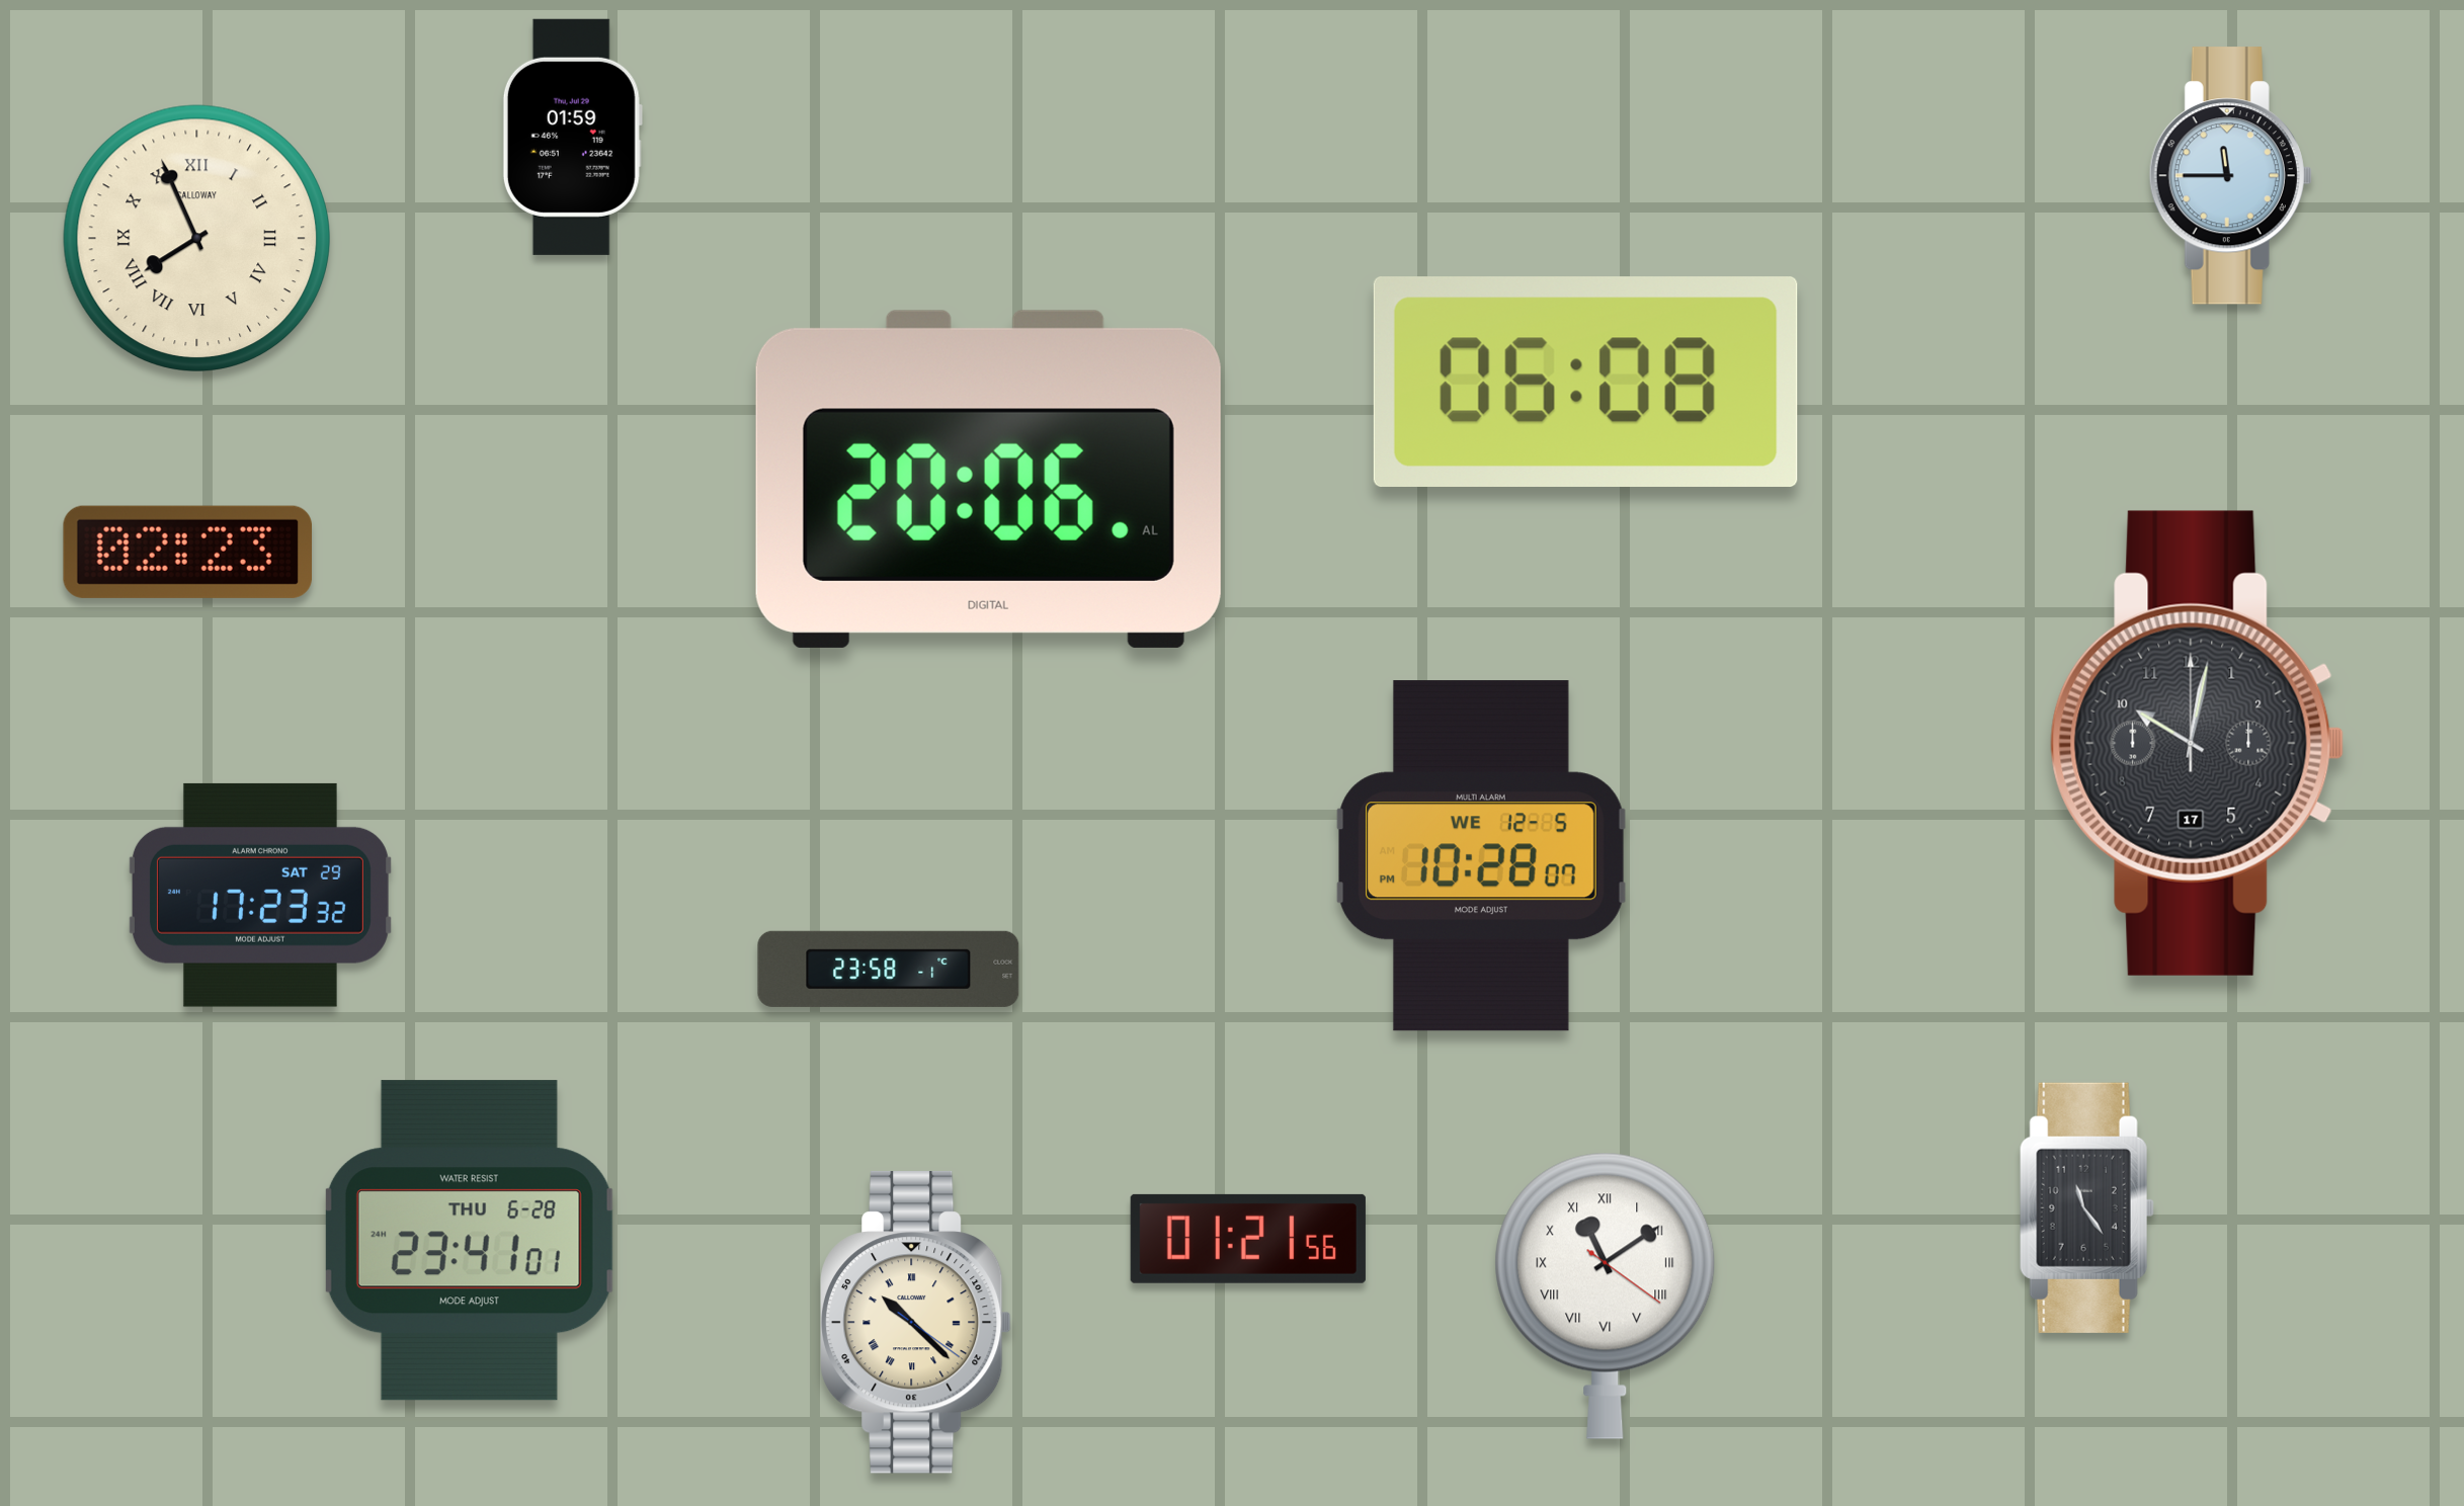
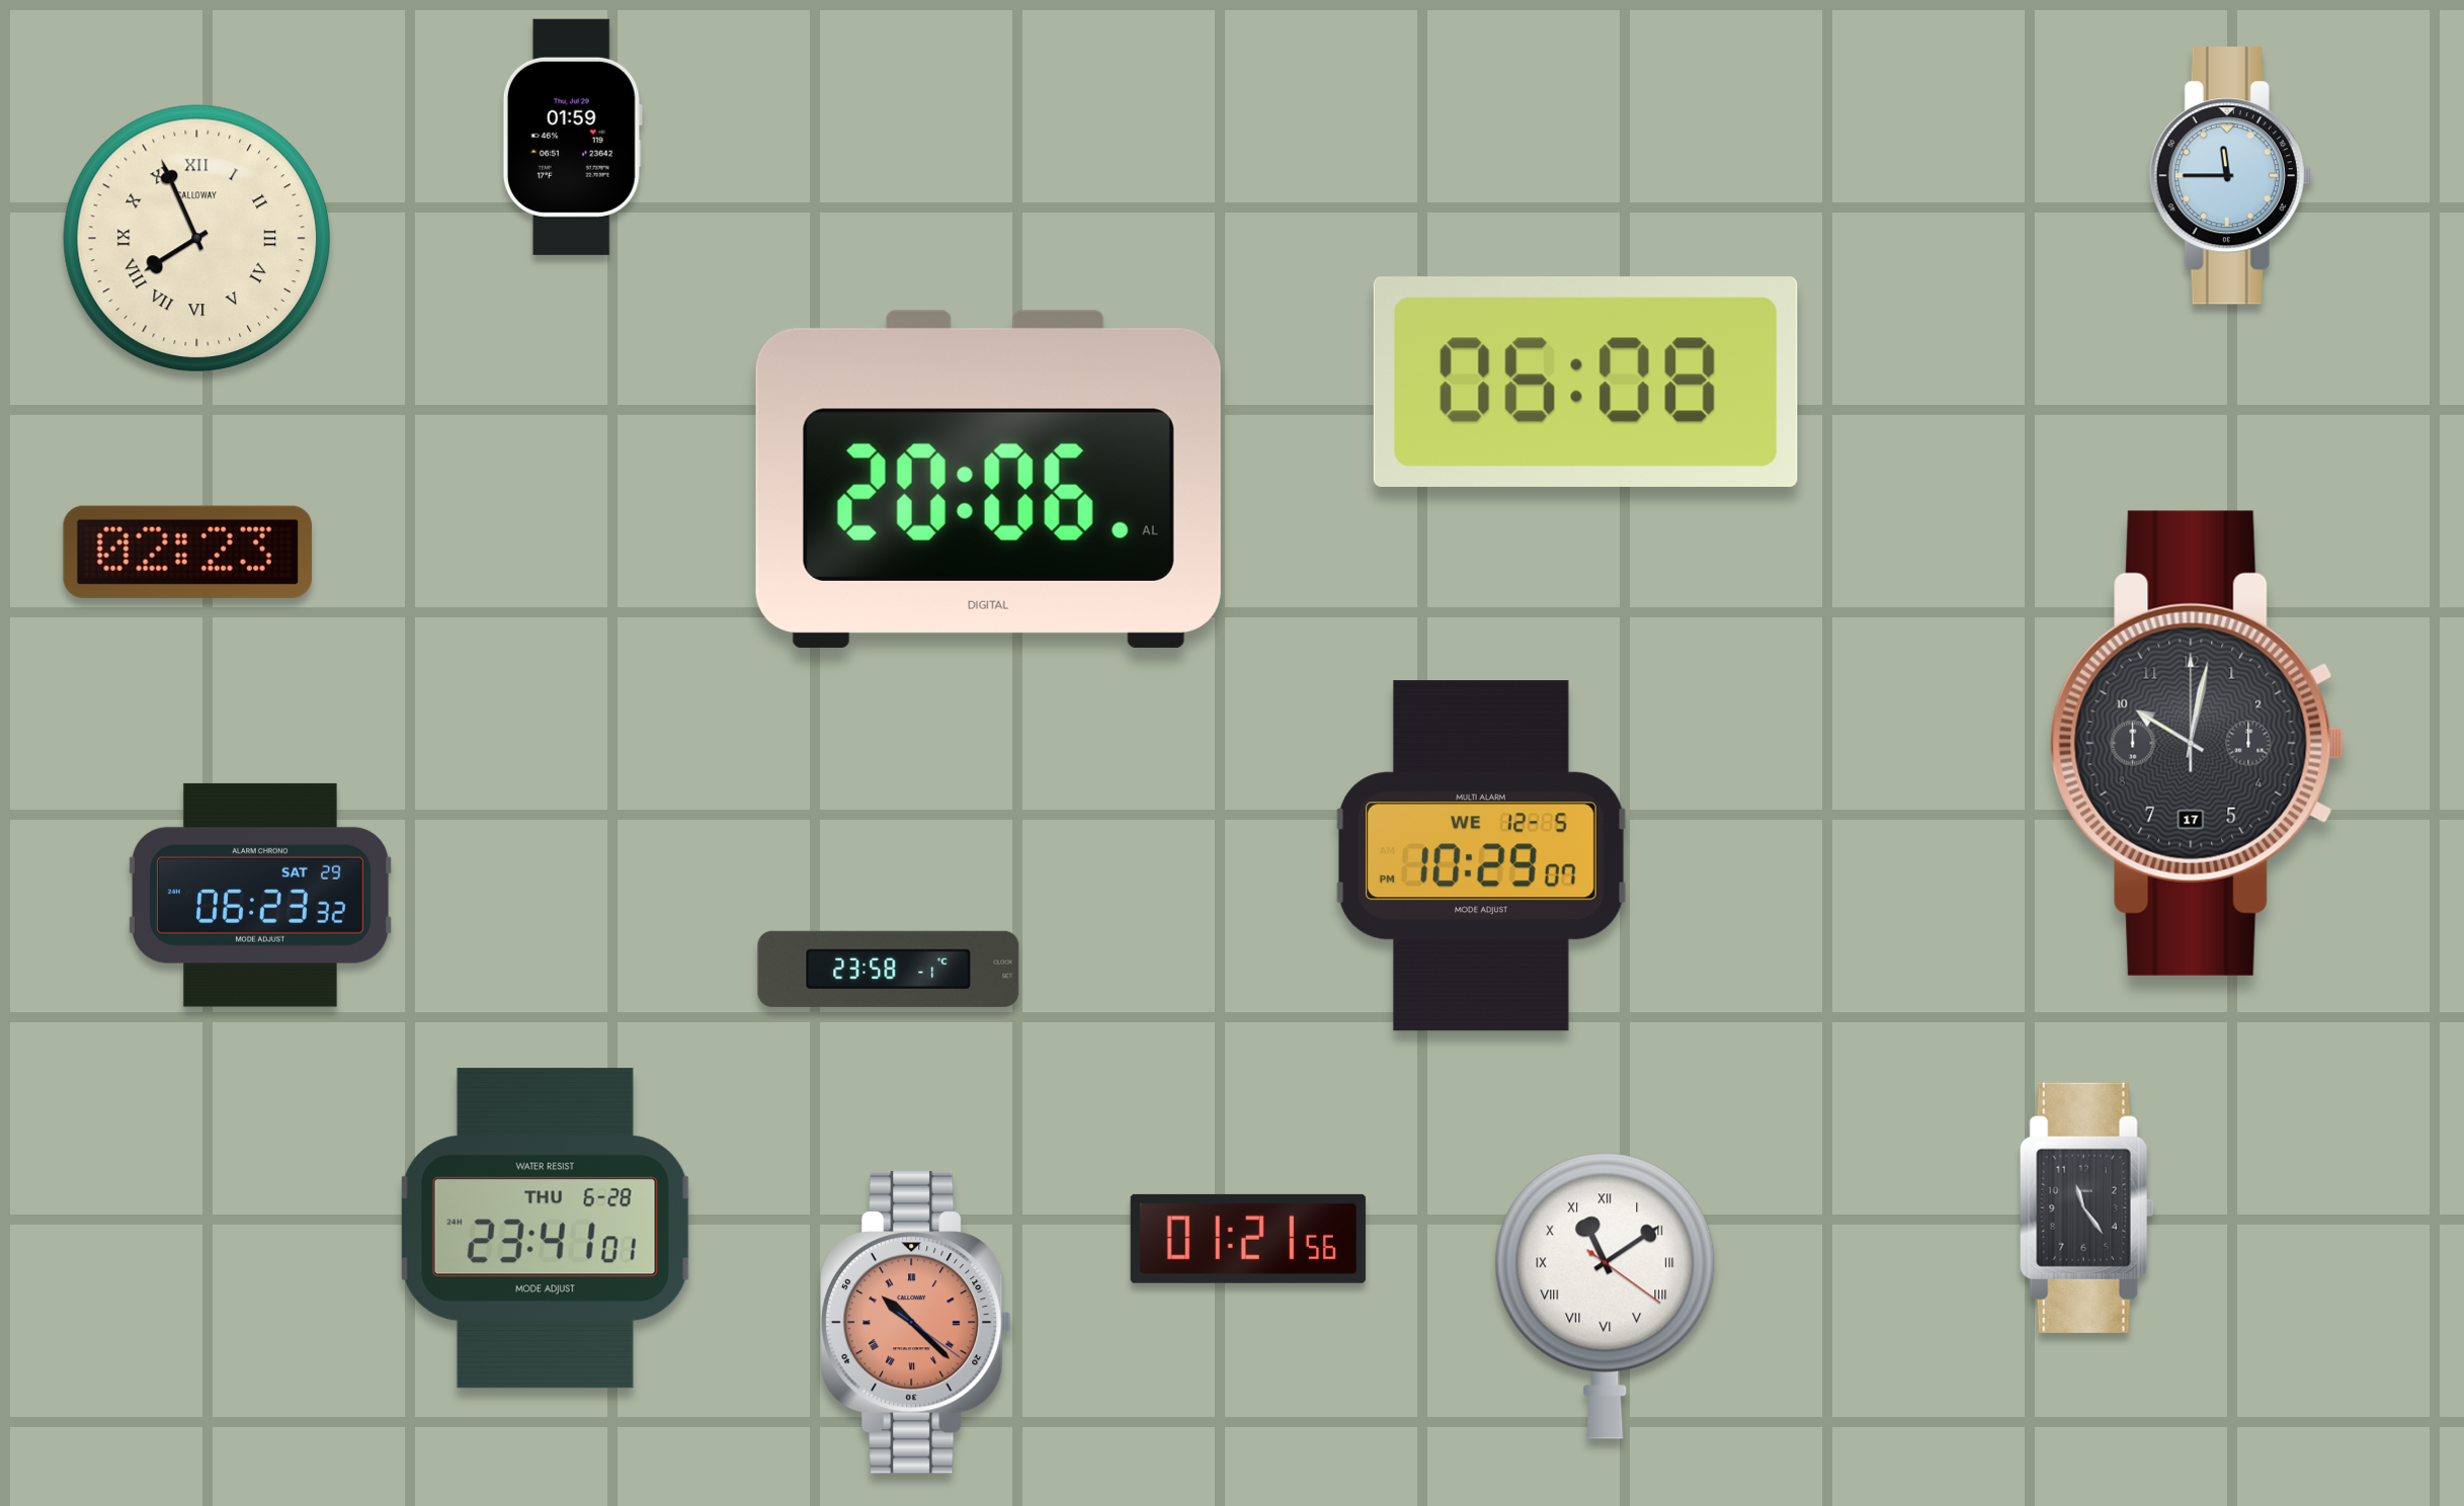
clock at (1482, 856): 10:28 -> 10:29
clock at (260, 895): 17:23 -> 06:23
clock at (469, 1241) position: (469, 1241) -> (545, 1229)
clock at (915, 1322) dial: cream -> salmon
